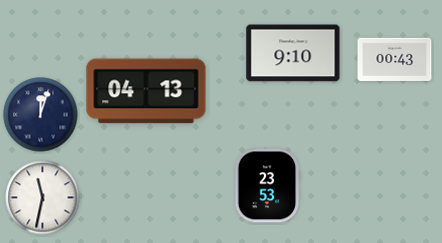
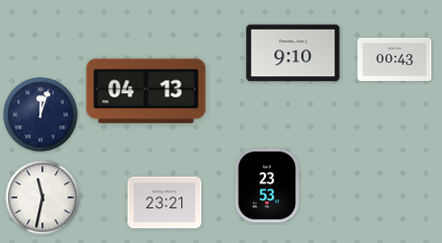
clock at (165, 203): none -> 23:21
